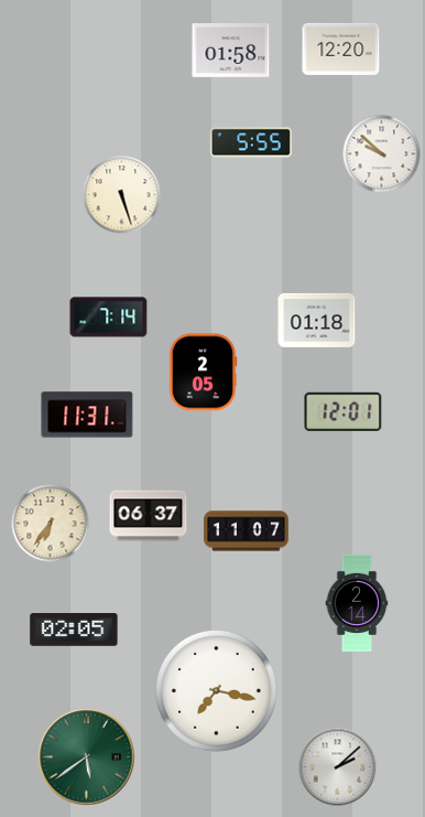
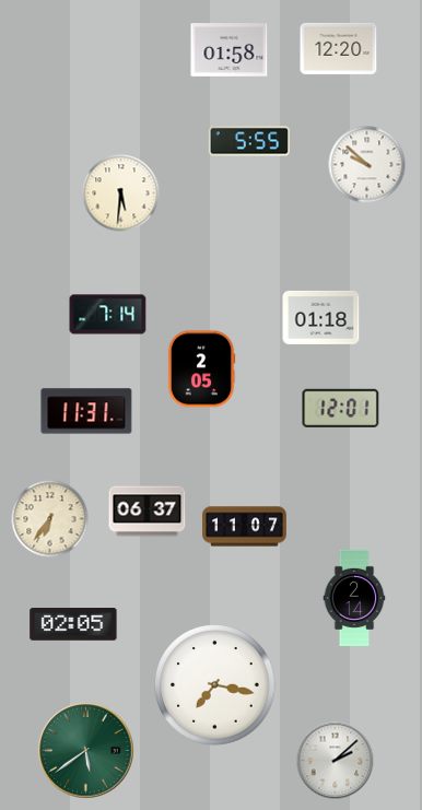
clock at (382, 154) position: (382, 154) -> (367, 165)
clock at (122, 195): 5:27 -> 5:31
clock at (317, 320) position: (317, 320) -> (321, 317)
